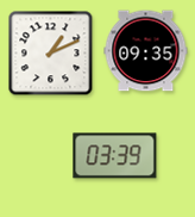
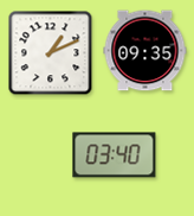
clock at (115, 156): 03:39 -> 03:40
